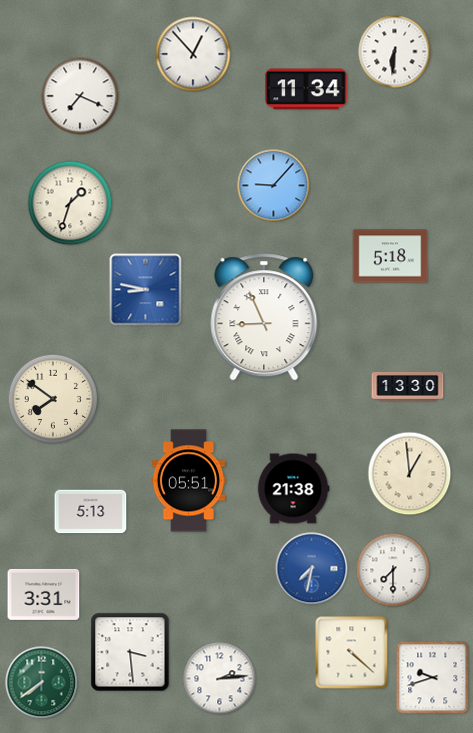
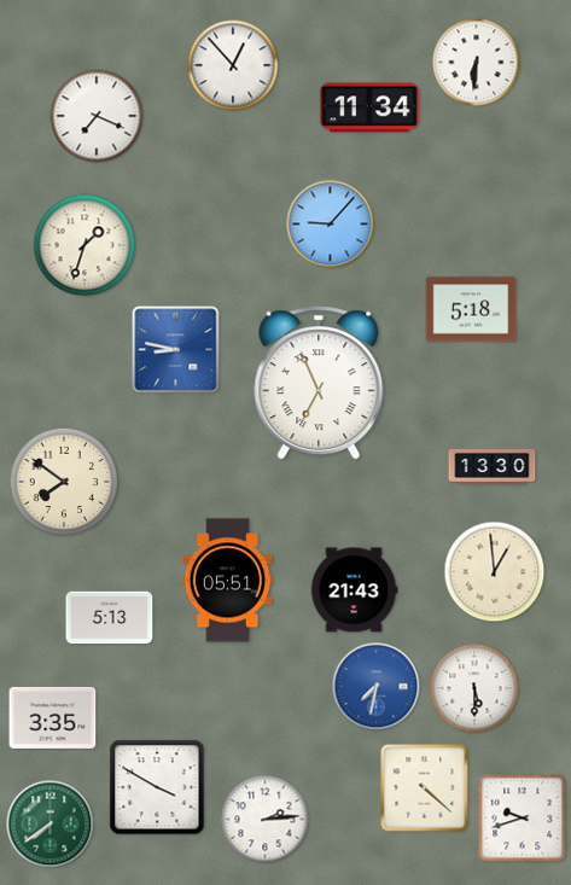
clock at (264, 317): 8:56 -> 6:56
clock at (293, 489): 21:38 -> 21:43
clock at (393, 570): 7:30 -> 5:30
clock at (44, 594): 3:31 -> 3:35
clock at (130, 652): 3:29 -> 3:50
